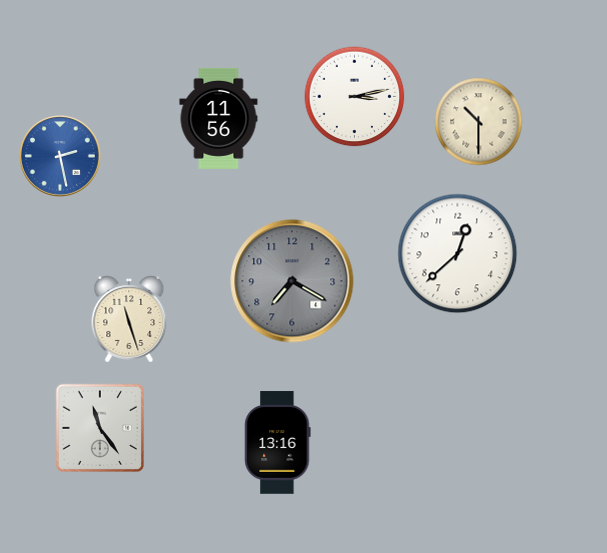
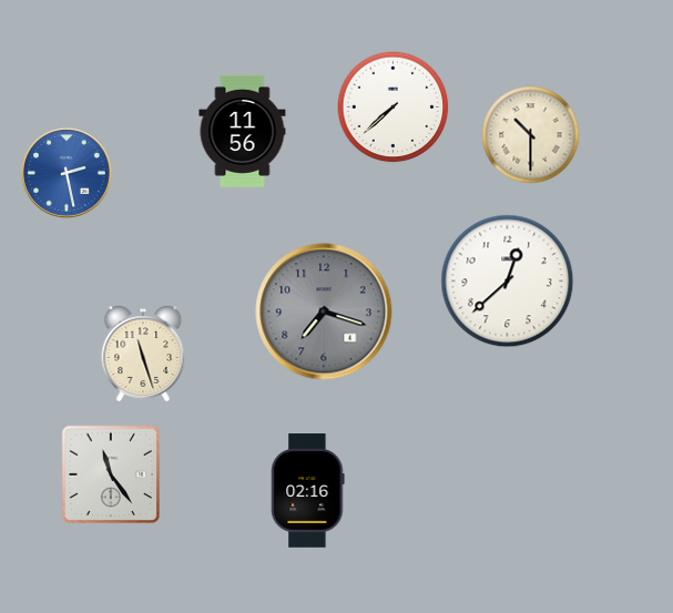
clock at (355, 97): 3:13 -> 7:38
clock at (292, 281): 7:20 -> 7:18
clock at (278, 443): 13:16 -> 02:16
